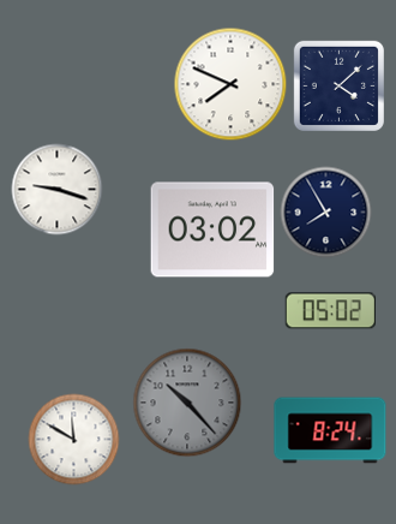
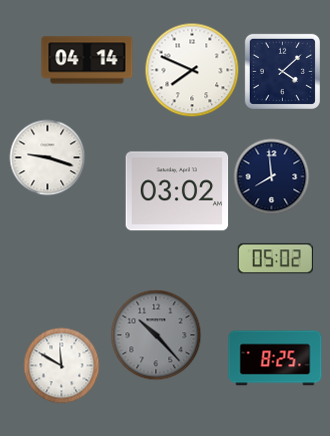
clock at (87, 60): none -> 04:14
clock at (326, 213): 7:55 -> 7:59
clock at (330, 430): 8:24 -> 8:25
